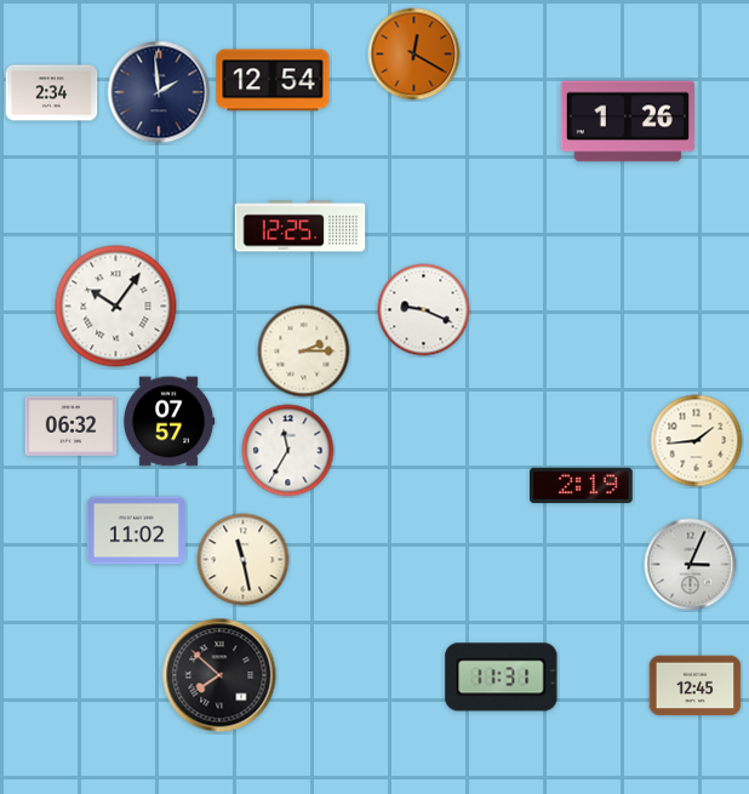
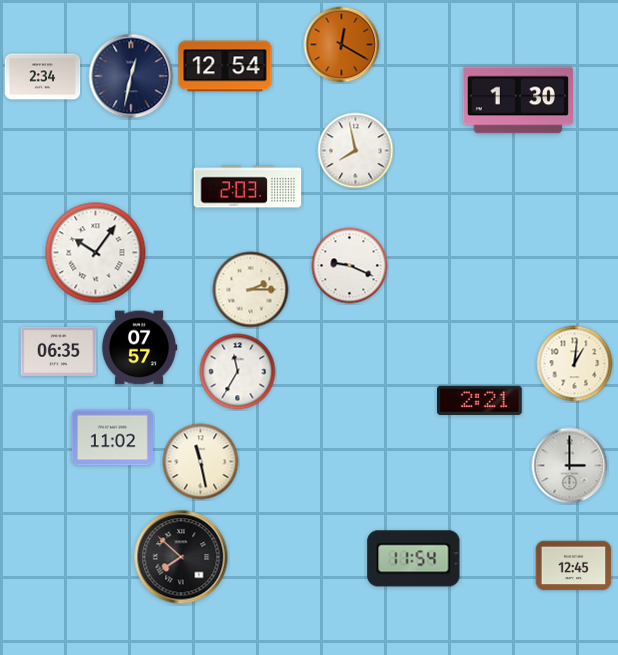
clock at (159, 92): 1:59 -> 12:32
clock at (627, 121): 1:26 -> 1:30
clock at (356, 151): none -> 7:58
clock at (301, 227): 12:25 -> 2:03
clock at (424, 310) position: (424, 310) -> (350, 266)
clock at (72, 425): 06:32 -> 06:35
clock at (697, 441): 1:44 -> 1:01
clock at (582, 485): 2:19 -> 2:21
clock at (691, 565): 3:04 -> 3:00
clock at (502, 678): 11:31 -> 11:54
